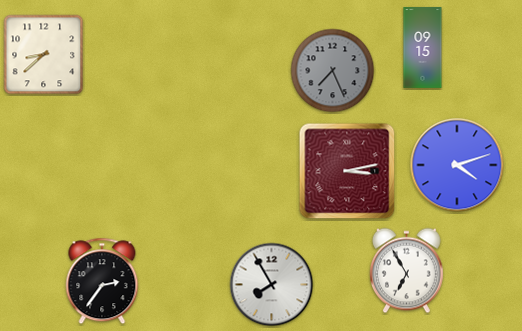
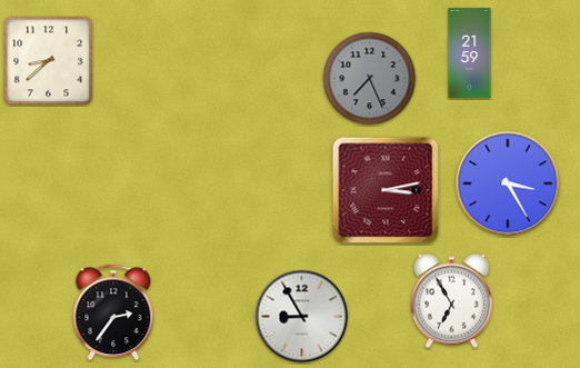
clock at (423, 48): 09:15 -> 21:59
clock at (457, 165): 4:12 -> 3:25
clock at (272, 285): 7:55 -> 8:55
